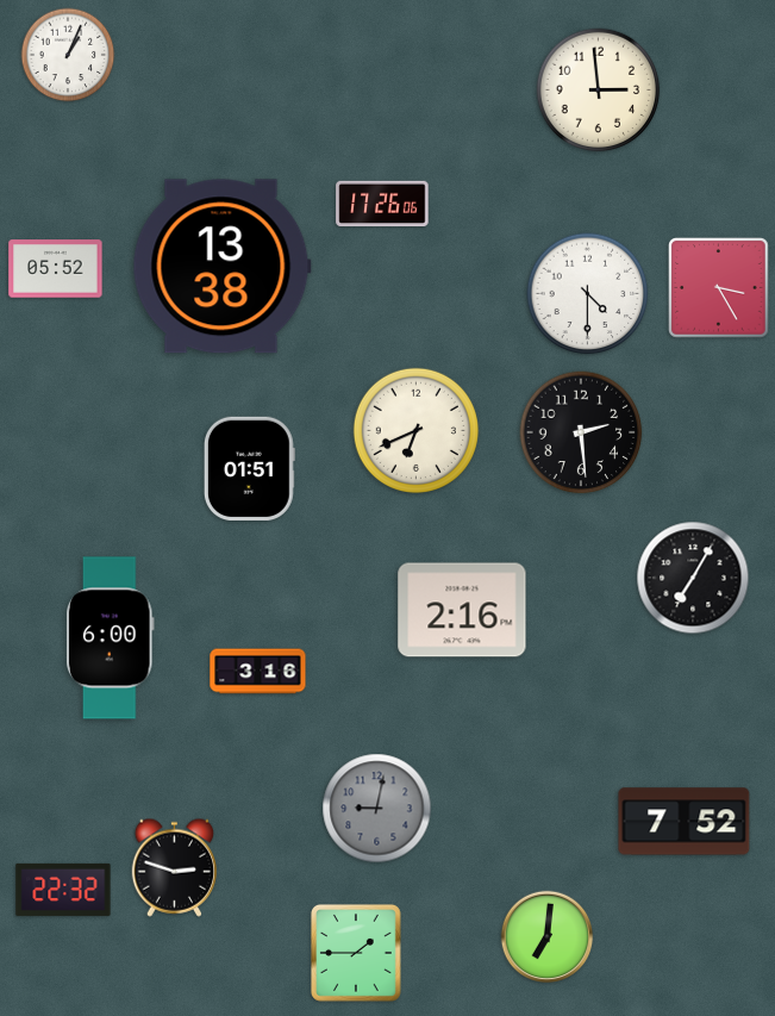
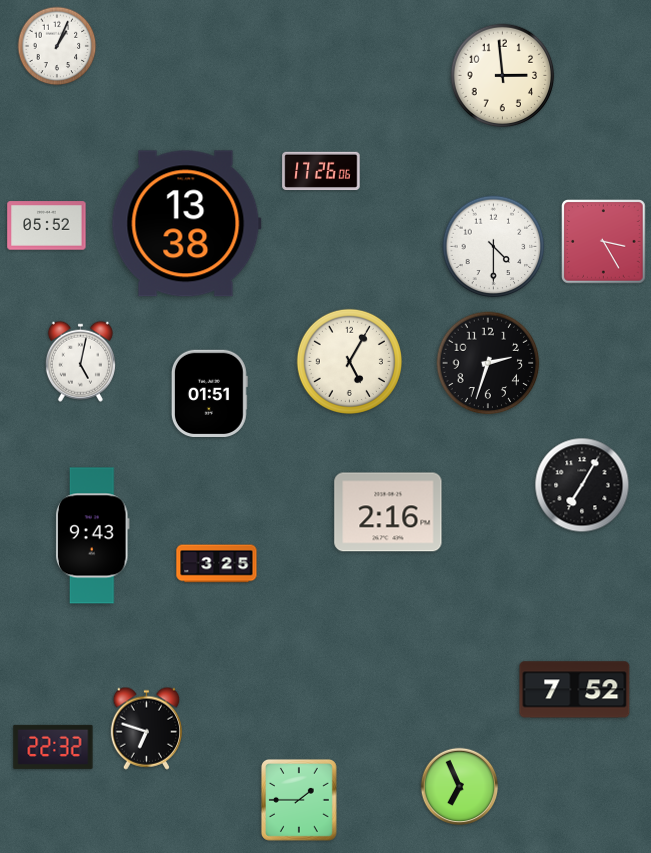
clock at (80, 361): none -> 5:02
clock at (415, 430): 6:41 -> 5:05
clock at (581, 432): 2:29 -> 2:33
clock at (111, 638): 6:00 -> 9:43
clock at (258, 672): 3:16 -> 3:25
clock at (377, 809): 9:02 -> none
clock at (175, 867): 2:48 -> 6:48
clock at (548, 937): 7:01 -> 6:56
